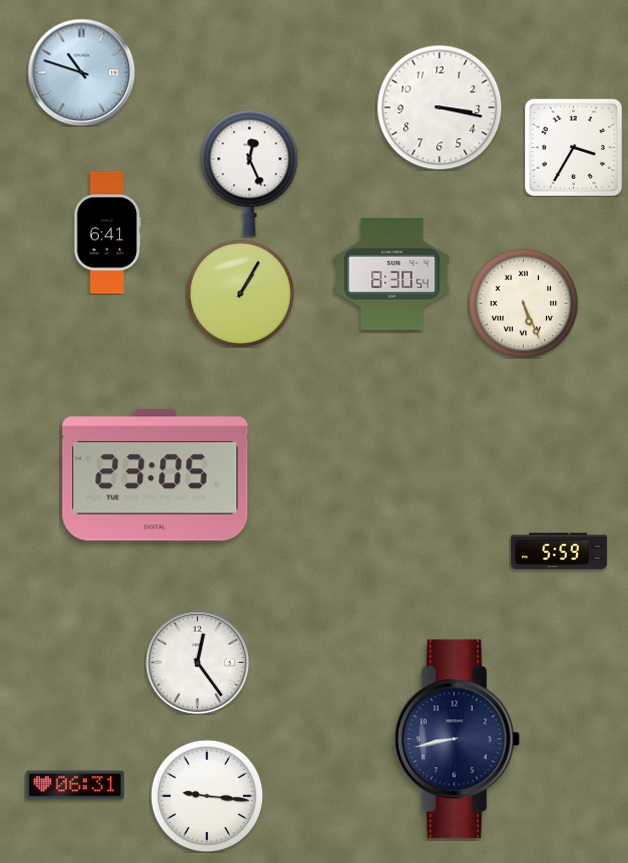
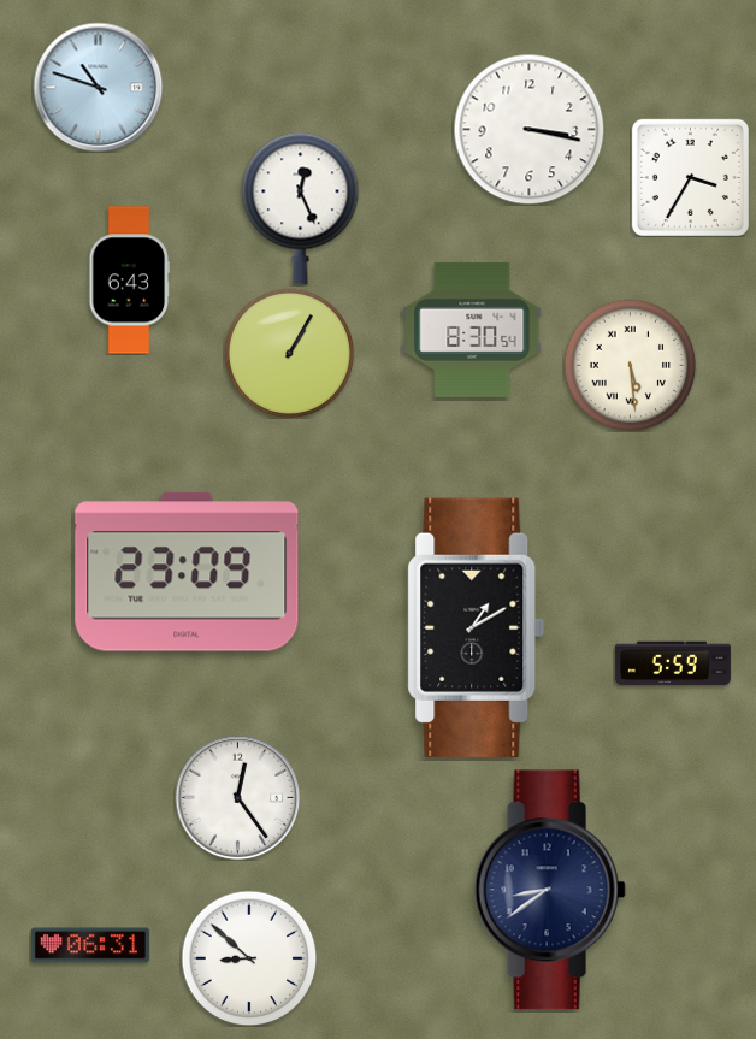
clock at (108, 233): 6:41 -> 6:43
clock at (523, 303): 5:26 -> 5:29
clock at (155, 475): 23:05 -> 23:09
clock at (477, 627): none -> 1:10
clock at (457, 739): 8:43 -> 8:39
clock at (207, 796): 9:16 -> 8:52
